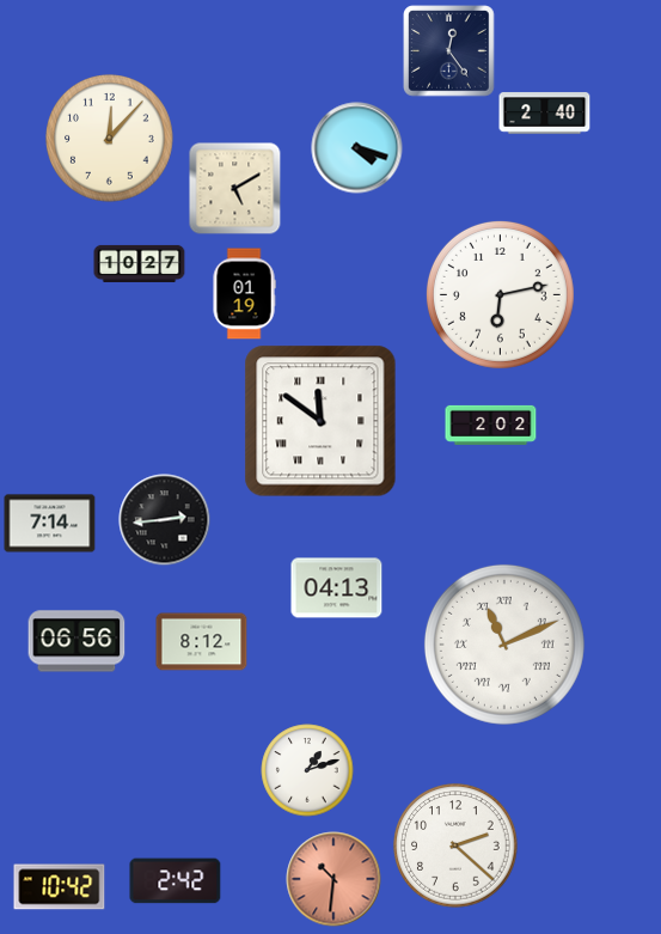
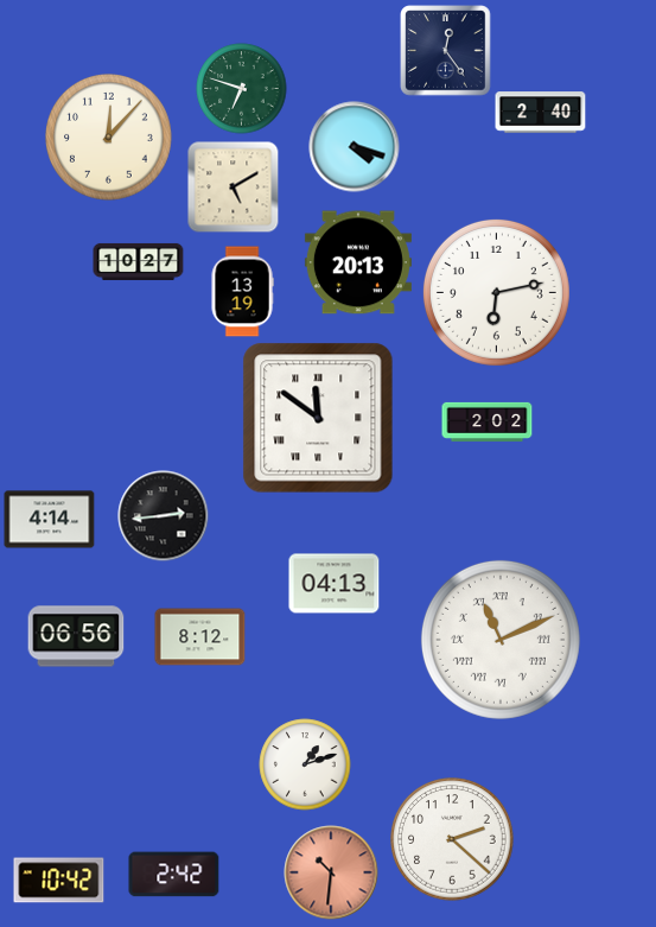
clock at (242, 89): none -> 6:48
clock at (358, 262): none -> 20:13
clock at (244, 294): 01:19 -> 13:19
clock at (50, 524): 7:14 -> 4:14
